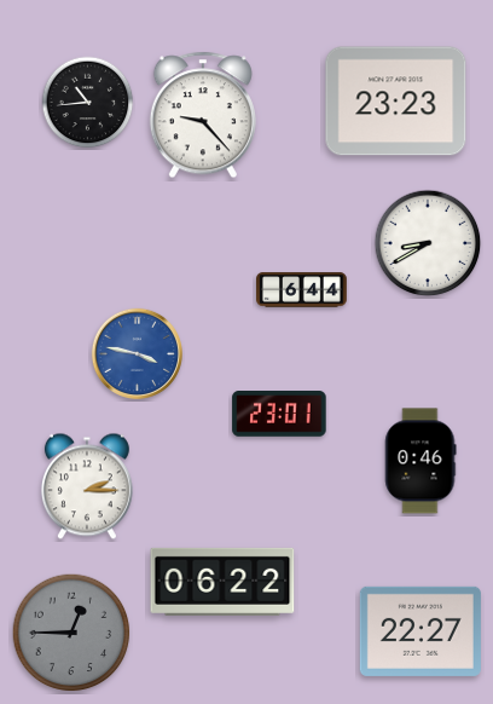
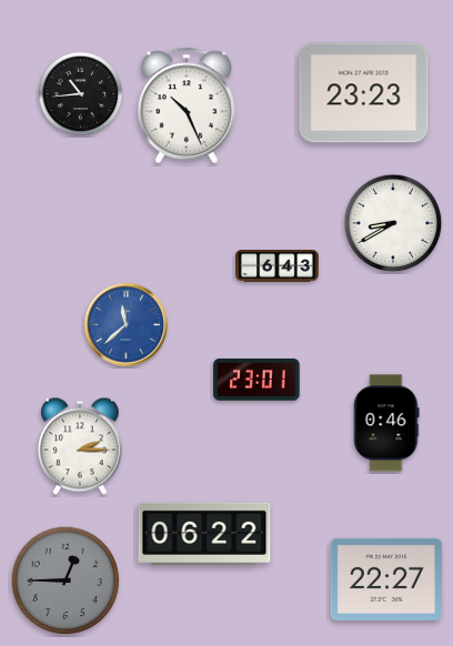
clock at (203, 115): 9:23 -> 10:26
clock at (302, 290): 6:44 -> 6:43
clock at (137, 353): 3:47 -> 11:38
